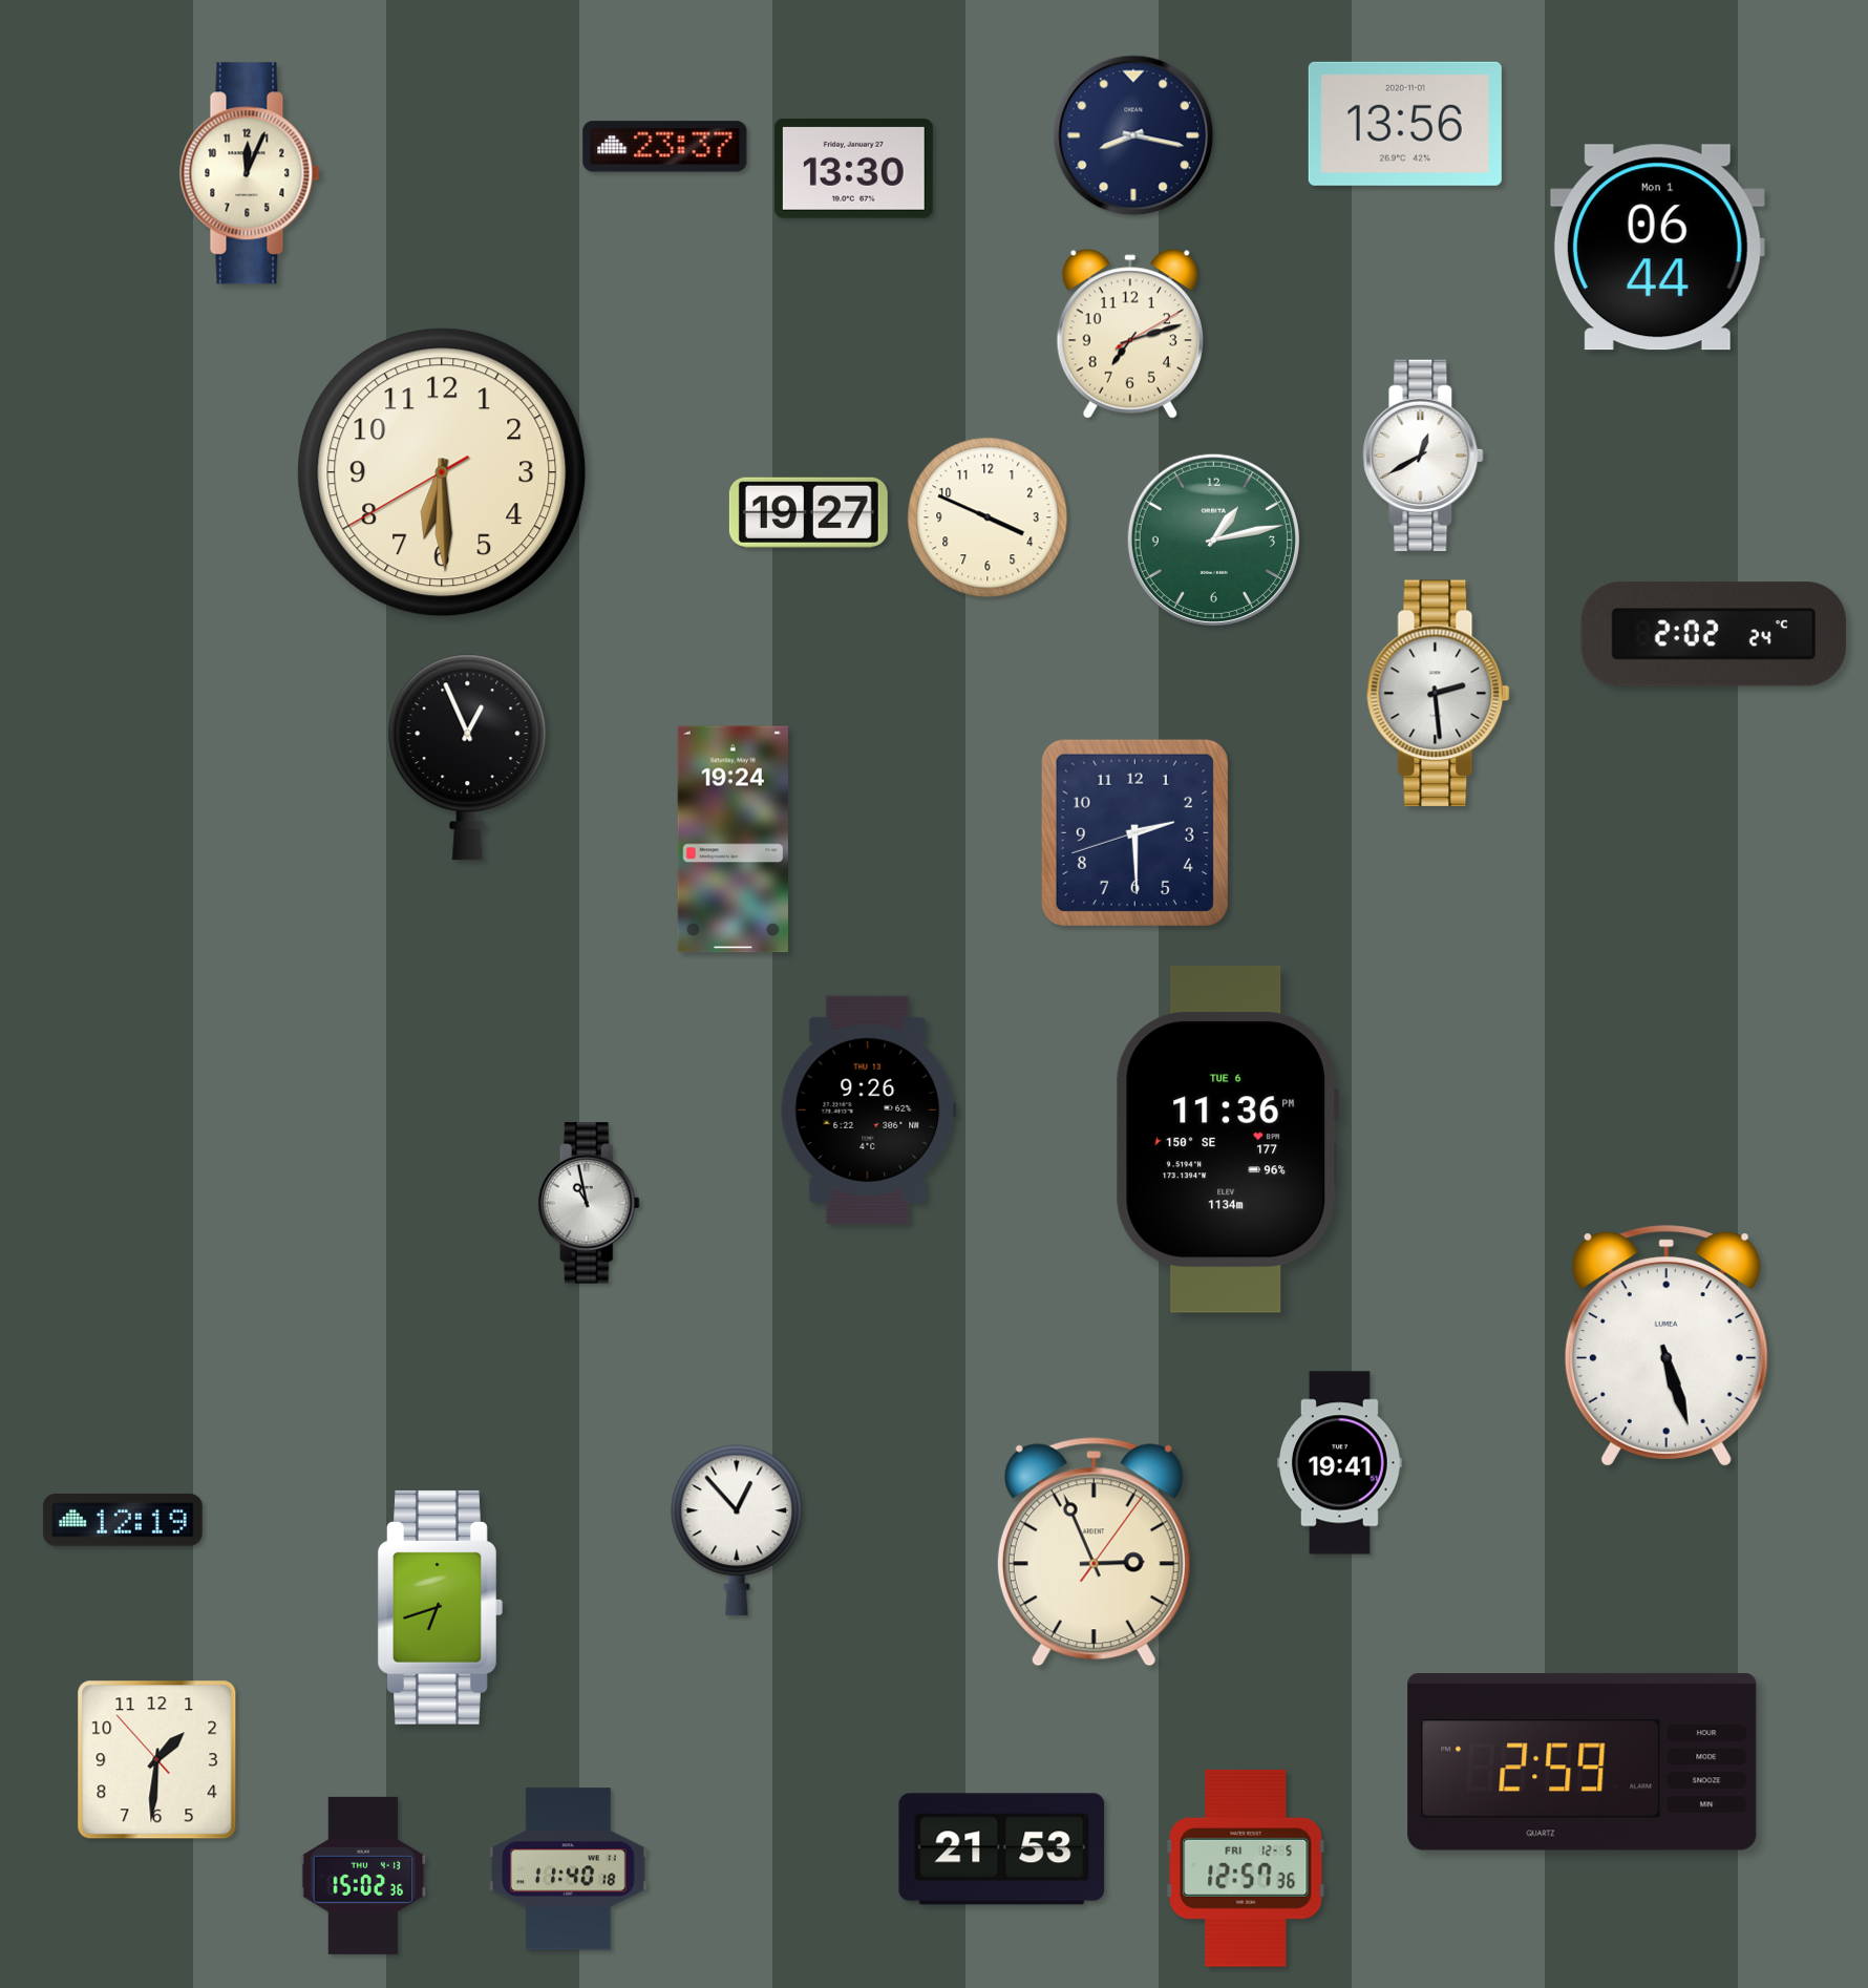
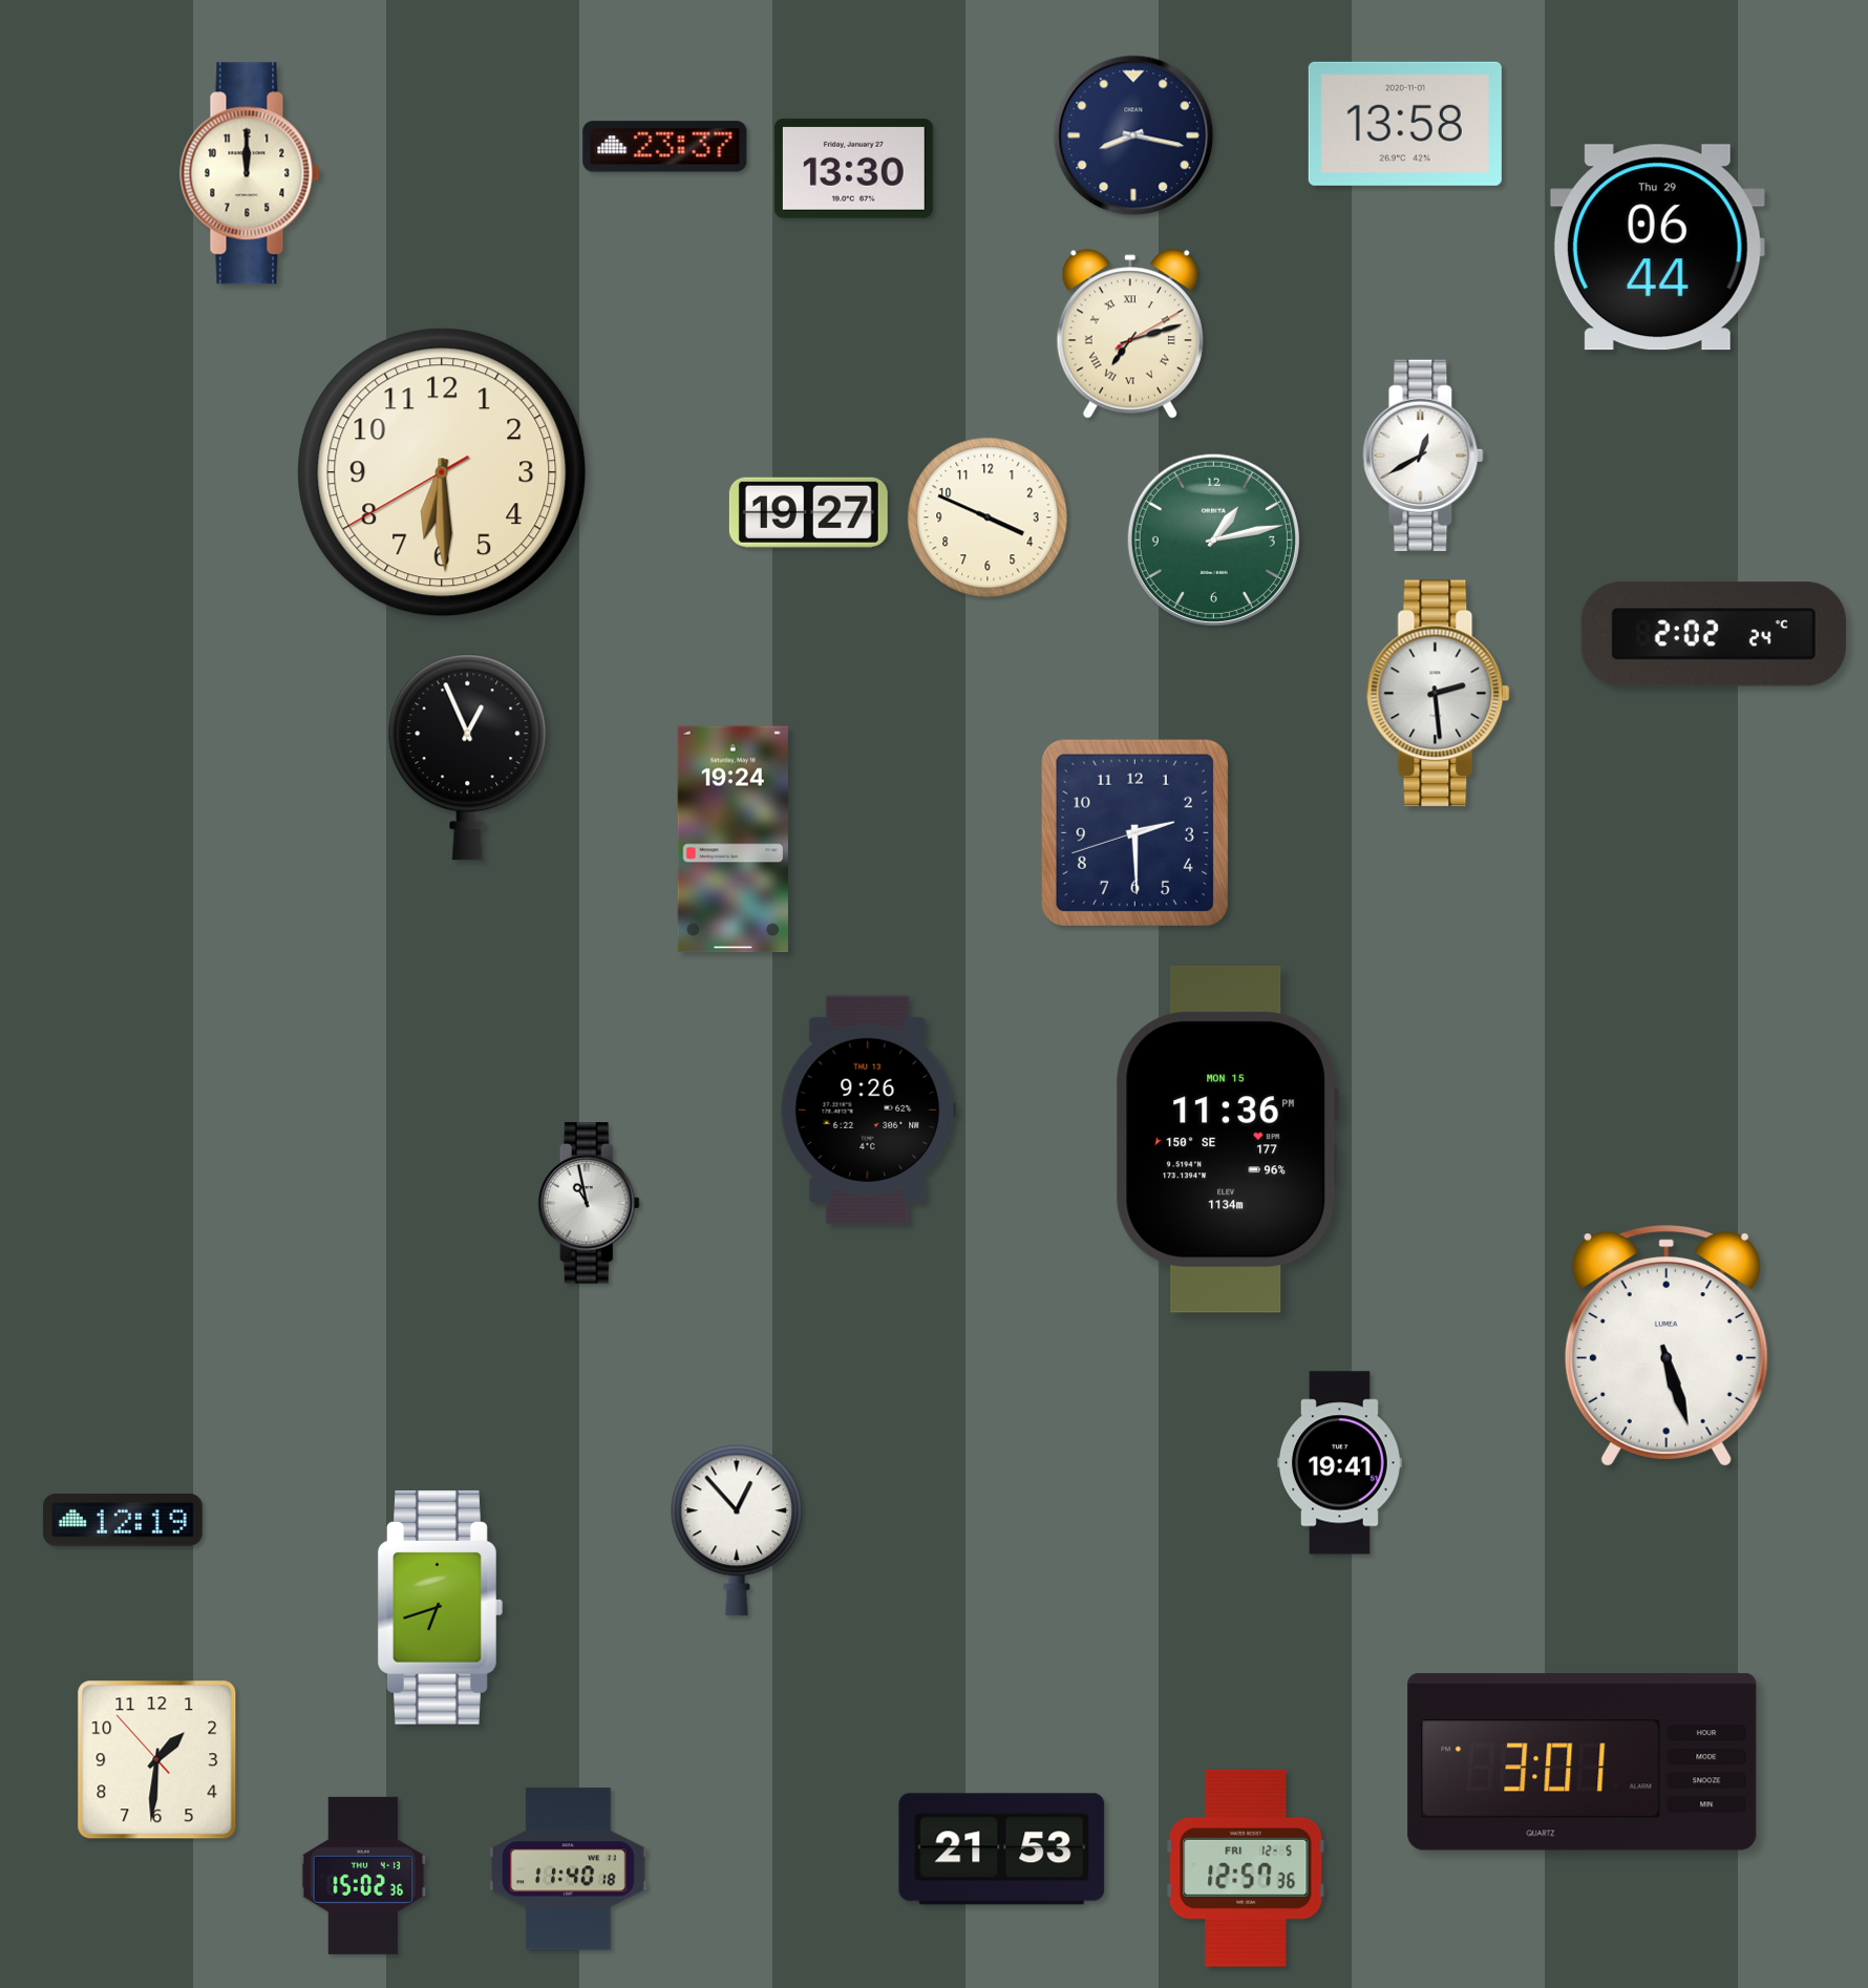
clock at (1405, 124): 13:56 -> 13:58
clock at (250, 173): 12:04 -> 12:00
clock at (1657, 248) date: Mon 1 -> Thu 29
clock at (1130, 334) numerals: Arabic -> Roman
clock at (1227, 1139) date: TUE 6 -> MON 15
clock at (1094, 1552): 2:56 -> none
clock at (1583, 1762): 2:59 -> 3:01
